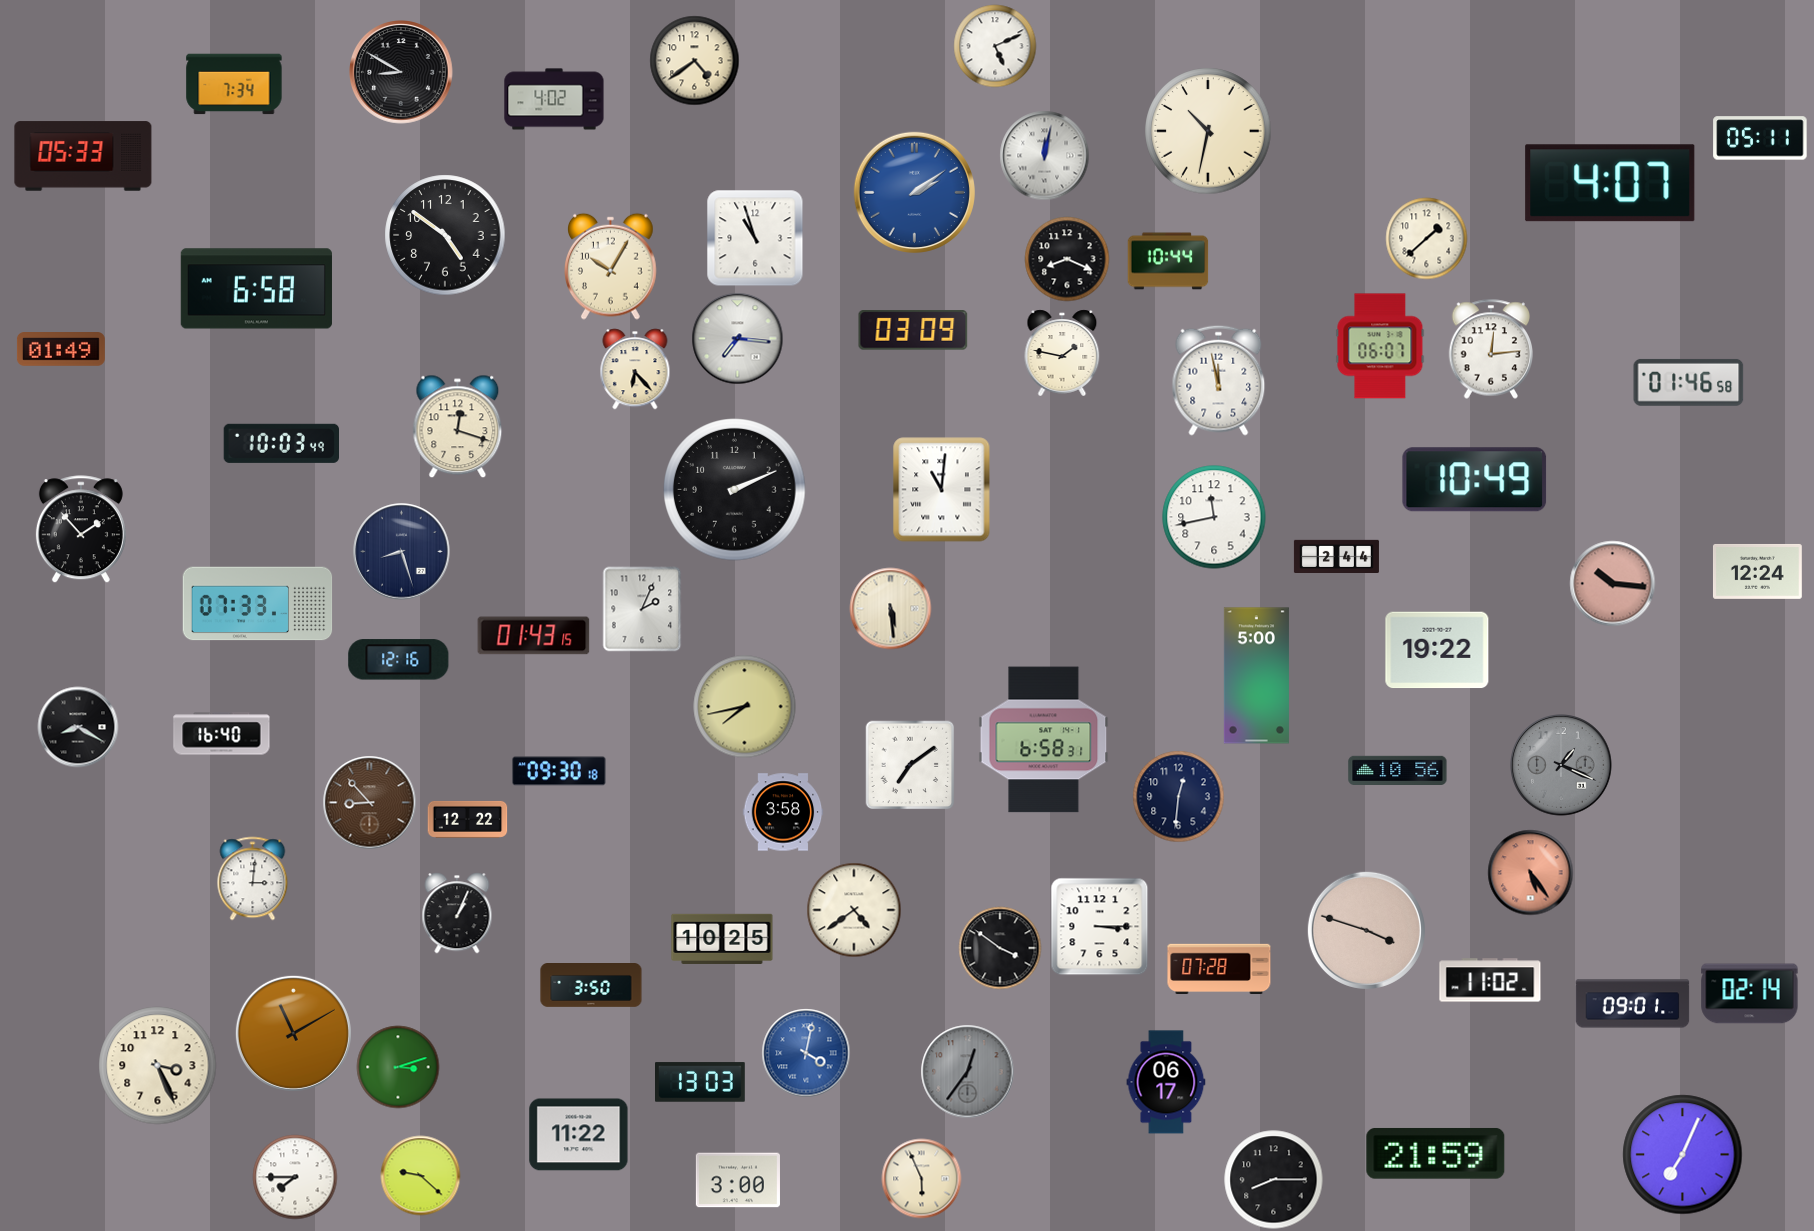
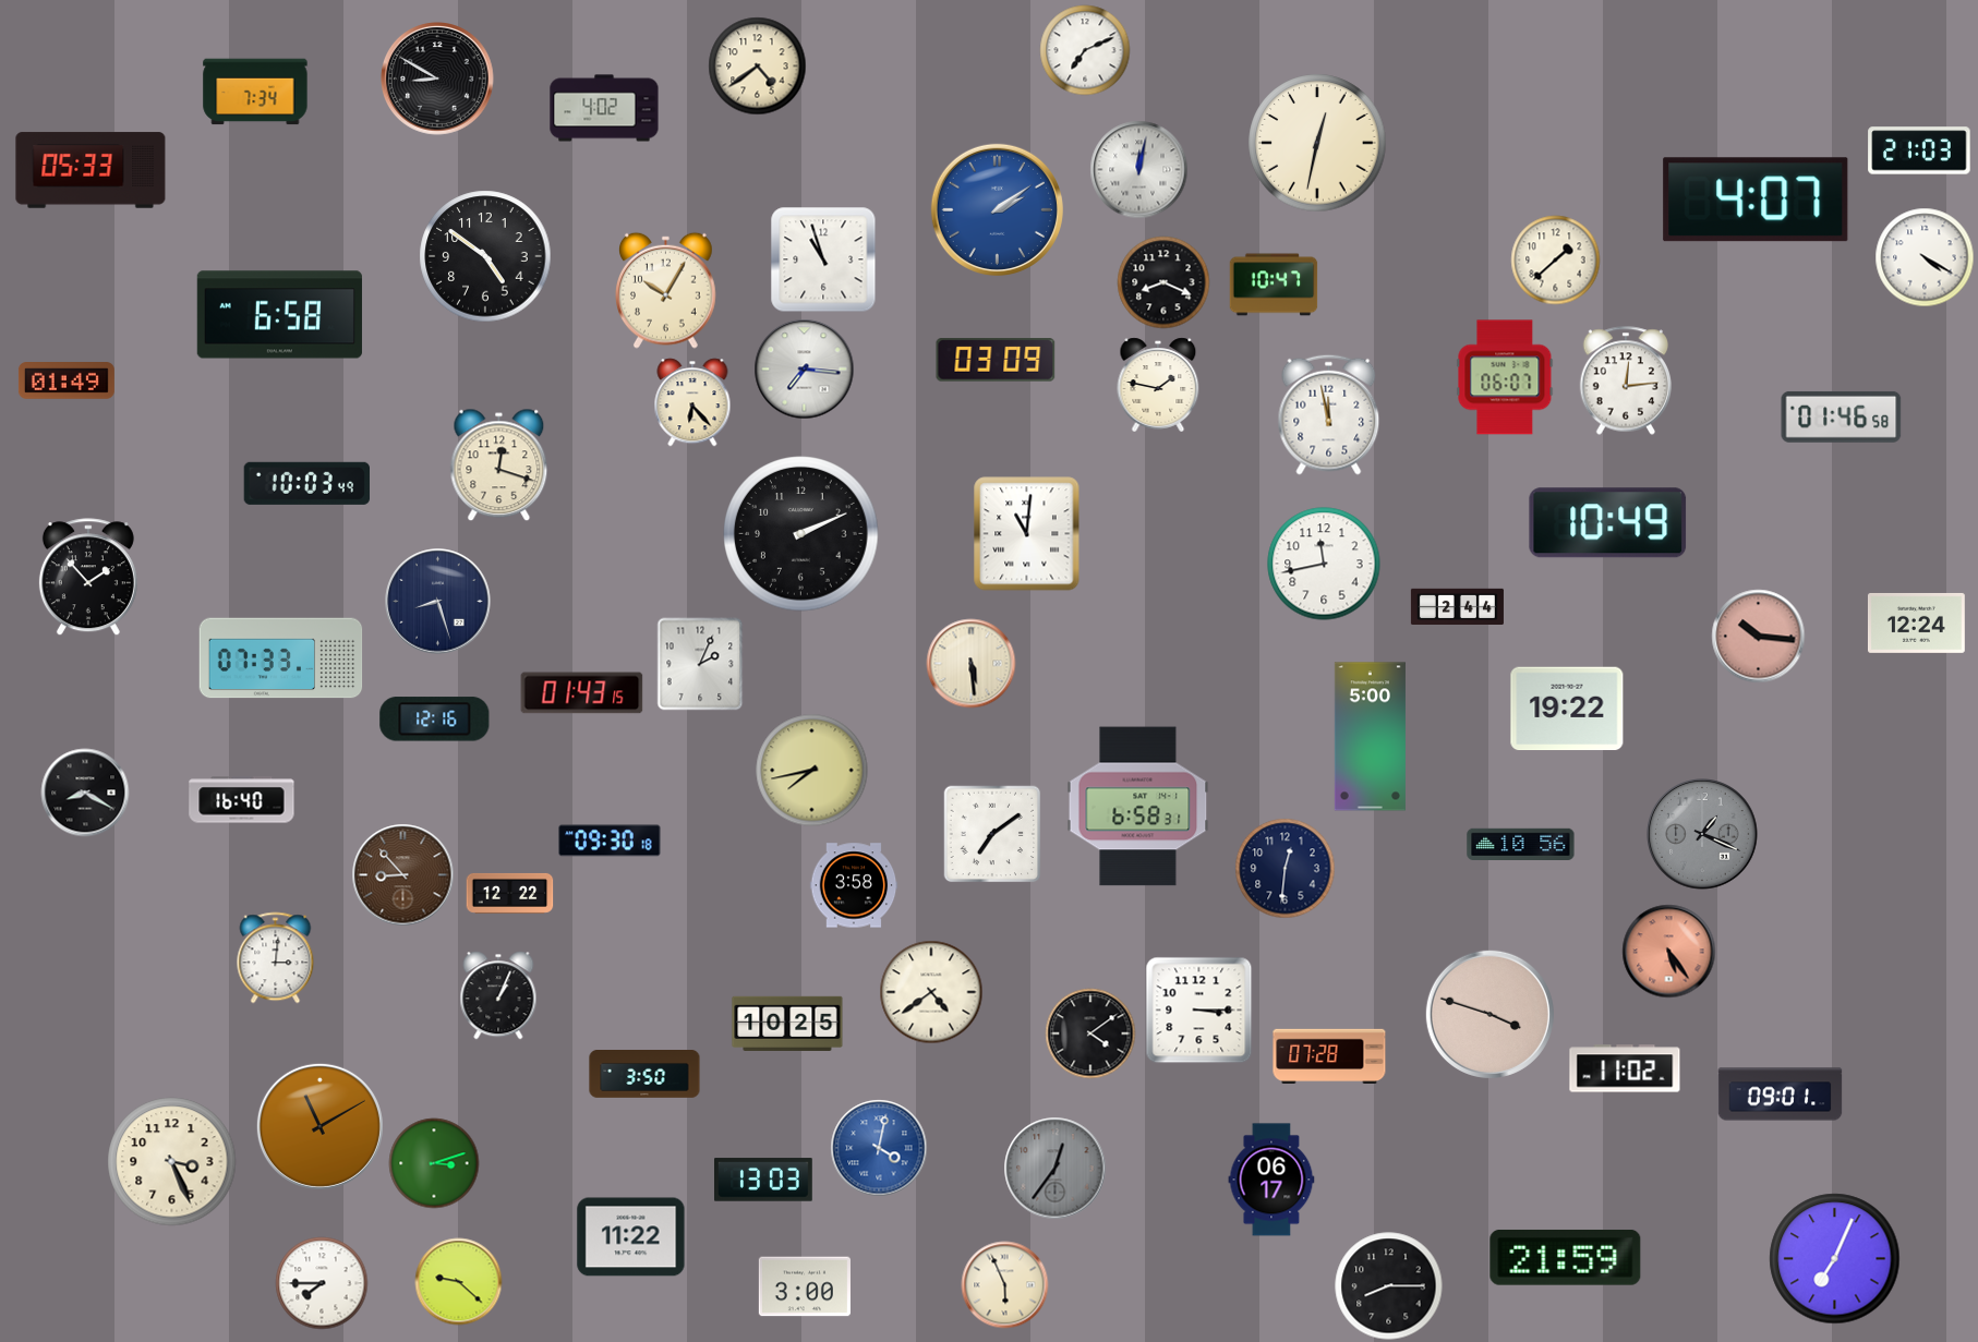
clock at (995, 46): 5:11 -> 7:11
clock at (1208, 131): 10:32 -> 12:32
clock at (1760, 138): 05:11 -> 21:03
clock at (1925, 257): none -> 4:20
clock at (1168, 261): 10:44 -> 10:47
clock at (1398, 770) position: (1398, 770) -> (1521, 844)
clock at (1000, 948): 3:51 -> 4:09
clock at (1750, 994): 02:14 -> none
